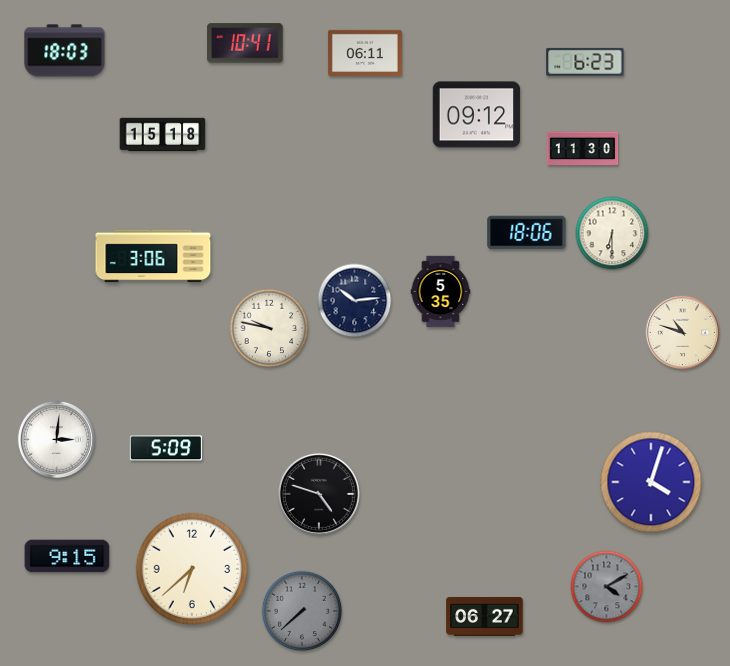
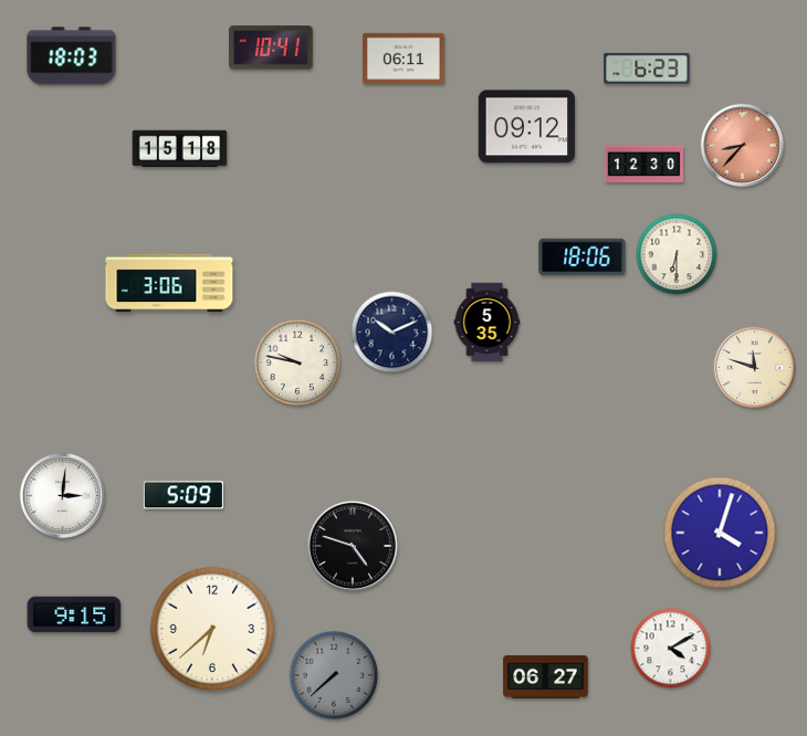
clock at (742, 145): none -> 8:37
clock at (583, 149): 11:30 -> 12:30
clock at (612, 233) position: (612, 233) -> (677, 254)
clock at (355, 301): 10:14 -> 10:11
clock at (683, 333): 10:48 -> 11:48
clock at (56, 439) position: (56, 439) -> (62, 495)
clock at (607, 587) dial: grey -> white
clock at (485, 616) position: (485, 616) -> (546, 676)
